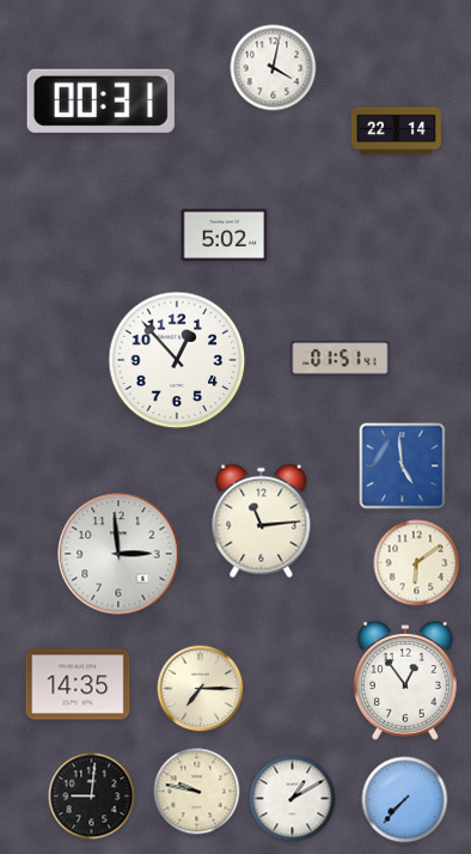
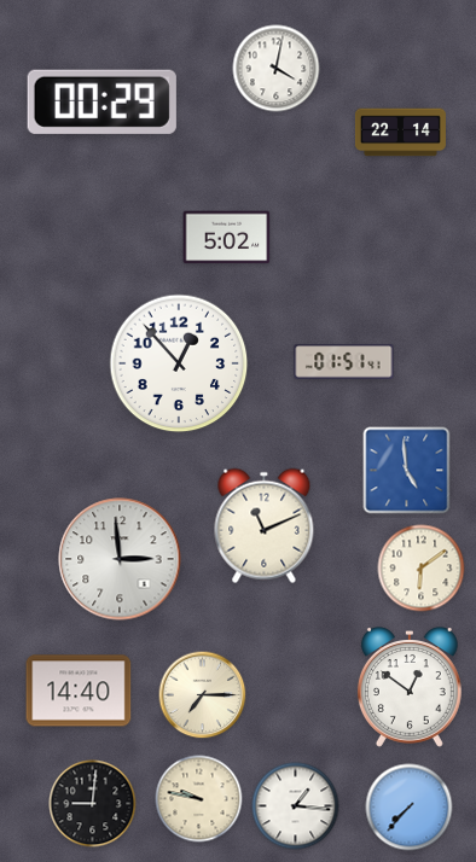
clock at (100, 100): 00:31 -> 00:29
clock at (262, 521): 11:14 -> 11:11
clock at (405, 681): 12:54 -> 12:51
clock at (78, 684): 14:35 -> 14:40
clock at (293, 799): 1:10 -> 1:16
